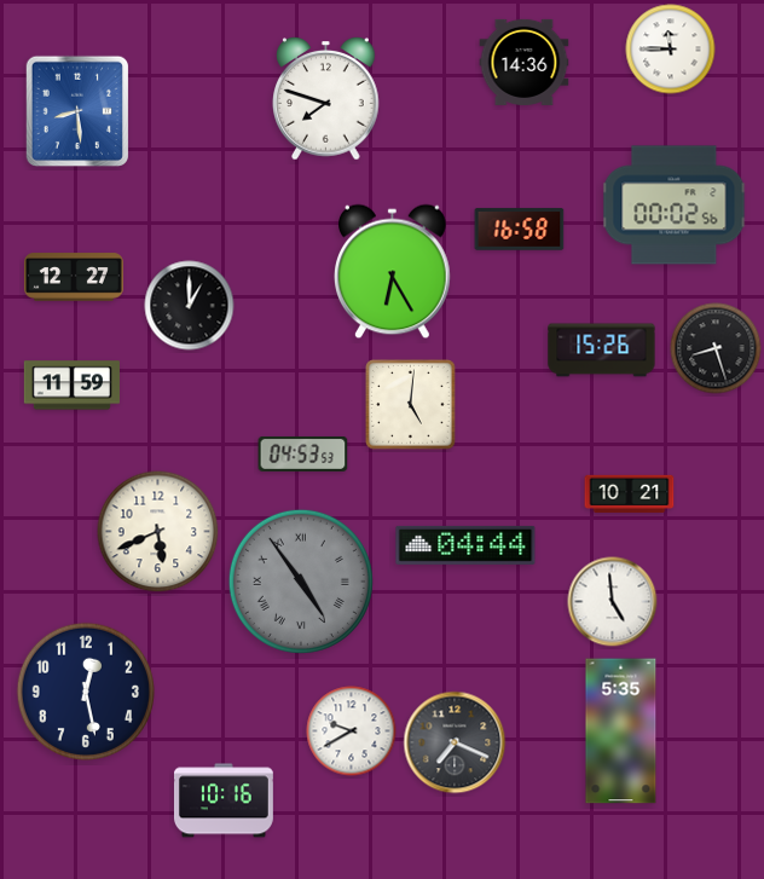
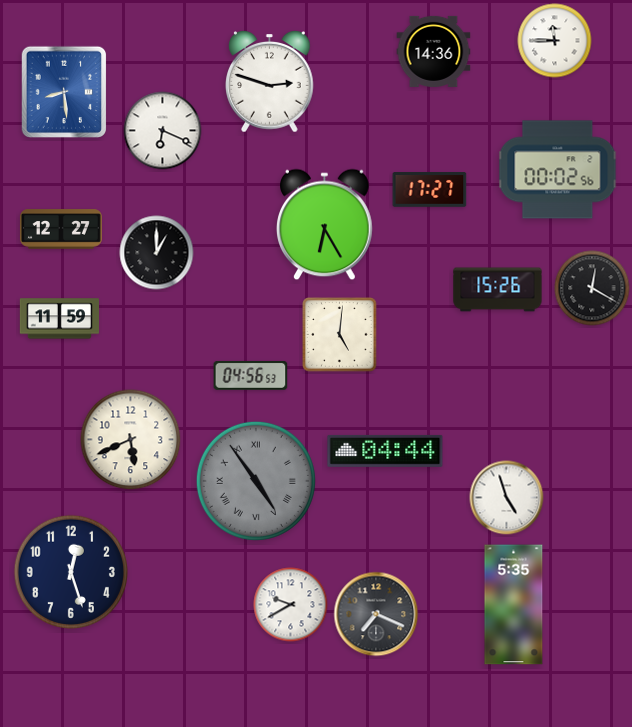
clock at (326, 99): 7:48 -> 2:48
clock at (163, 131): none -> 6:19
clock at (520, 230): 16:58 -> 17:27
clock at (716, 348): 8:27 -> 12:20
clock at (303, 453): 04:53 -> 04:56
clock at (630, 493): 10:21 -> none
clock at (301, 582) position: (301, 582) -> (256, 481)
clock at (613, 602): 4:59 -> 4:57
clock at (85, 690): 12:28 -> 12:27
clock at (224, 800): 10:16 -> none
